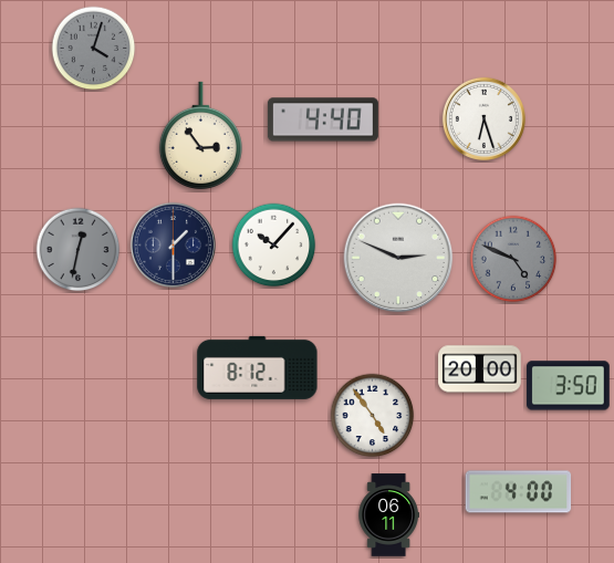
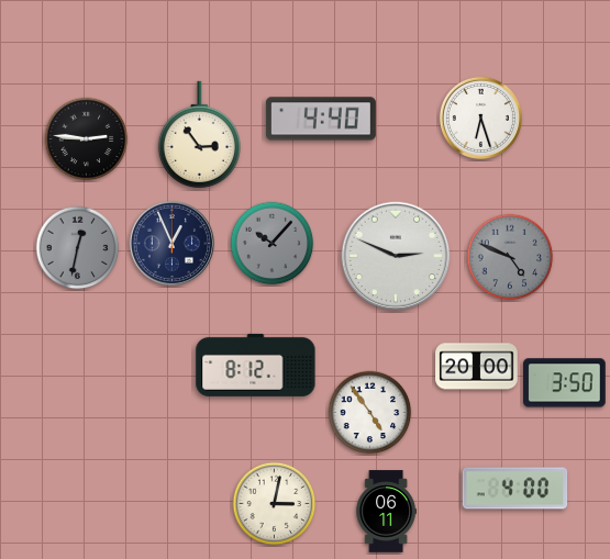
clock at (94, 49): 4:03 -> none
clock at (87, 139): none -> 2:46
clock at (173, 244): 1:30 -> 12:56
clock at (274, 246) dial: white -> grey
clock at (275, 504): none -> 3:02
